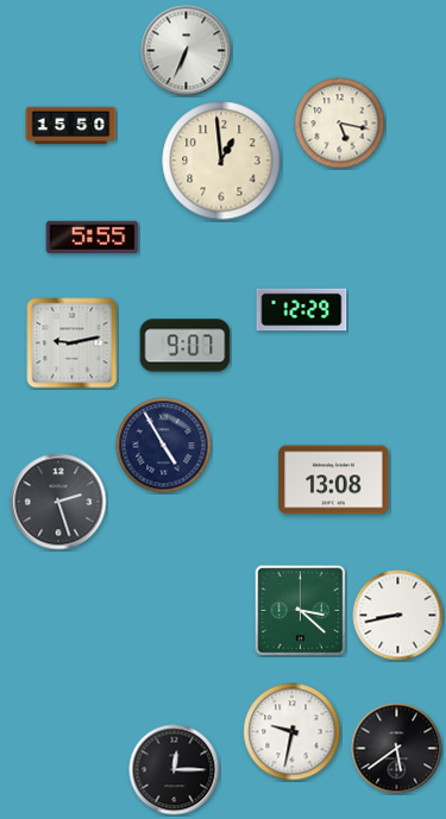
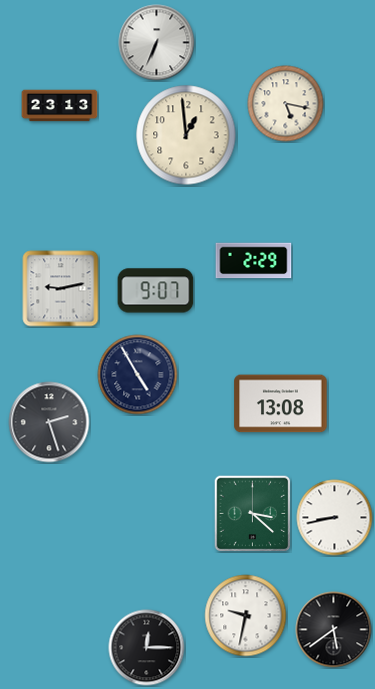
clock at (71, 126): 15:50 -> 23:13
clock at (93, 238): 5:55 -> none
clock at (302, 310): 12:29 -> 2:29
